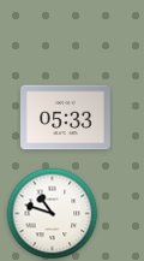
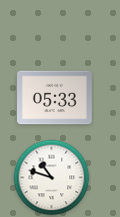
clock at (53, 214) position: (53, 214) -> (52, 178)
